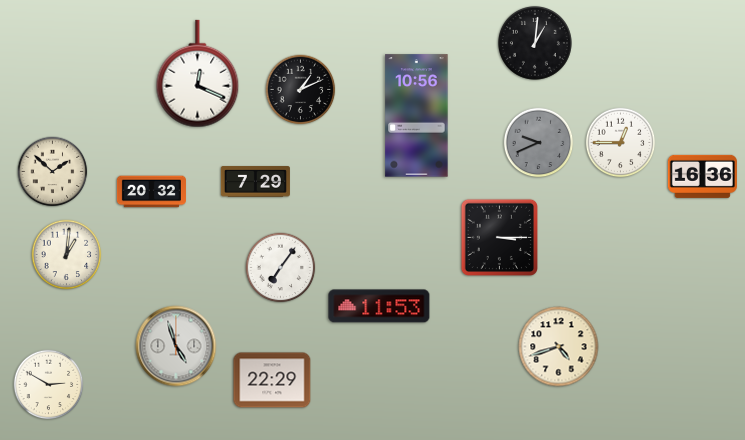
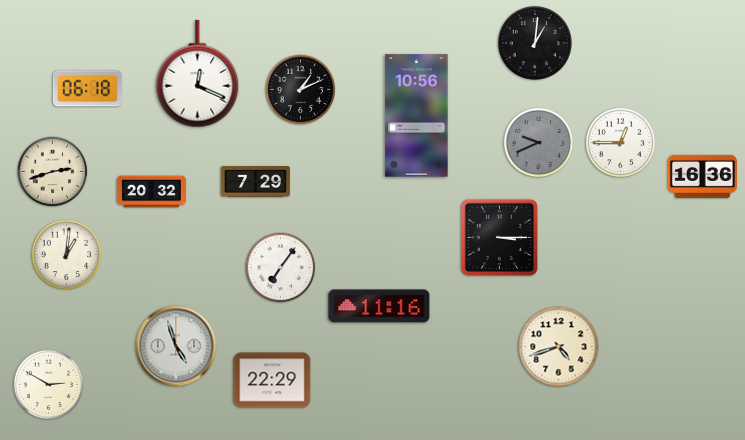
clock at (87, 89): none -> 06:18
clock at (53, 172): 1:52 -> 2:42
clock at (379, 306): 11:53 -> 11:16
